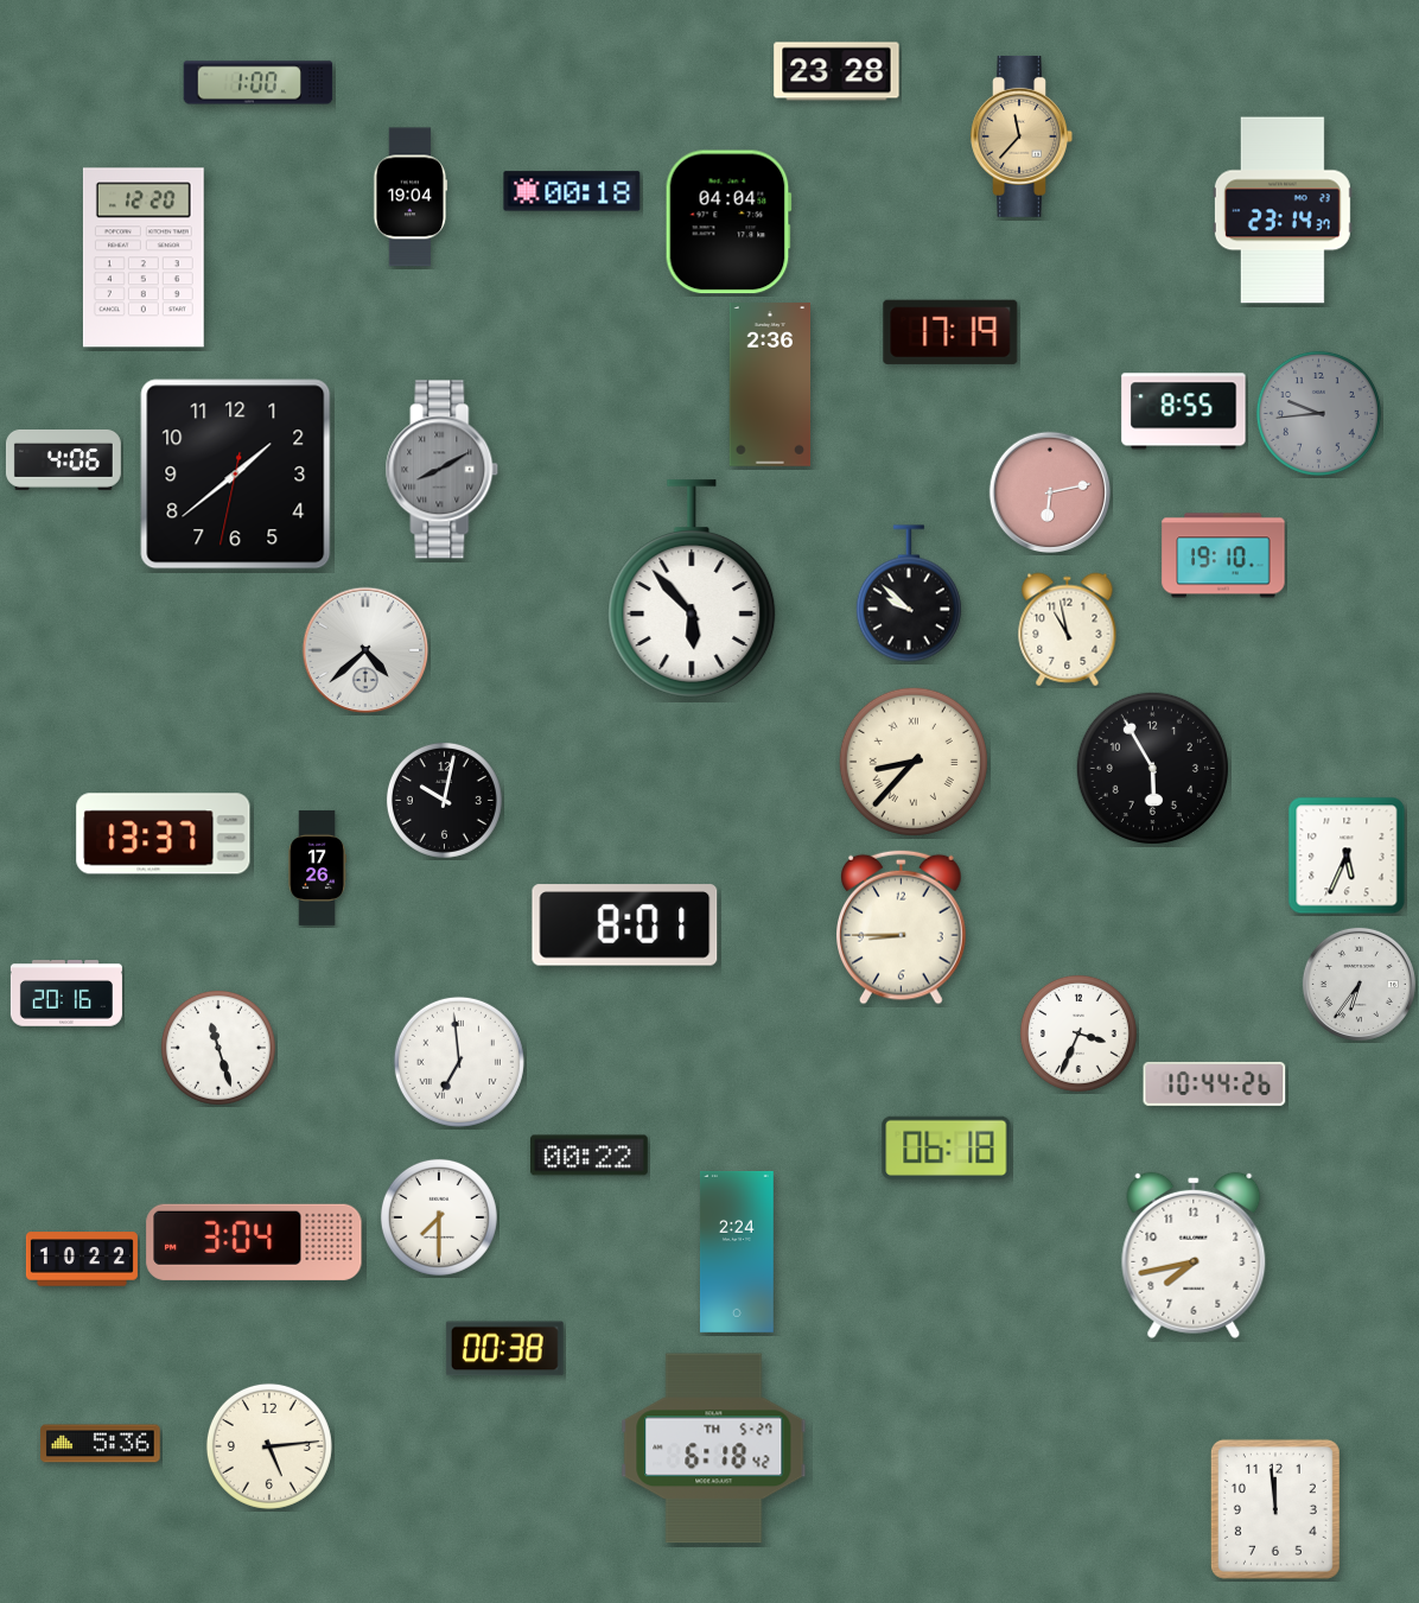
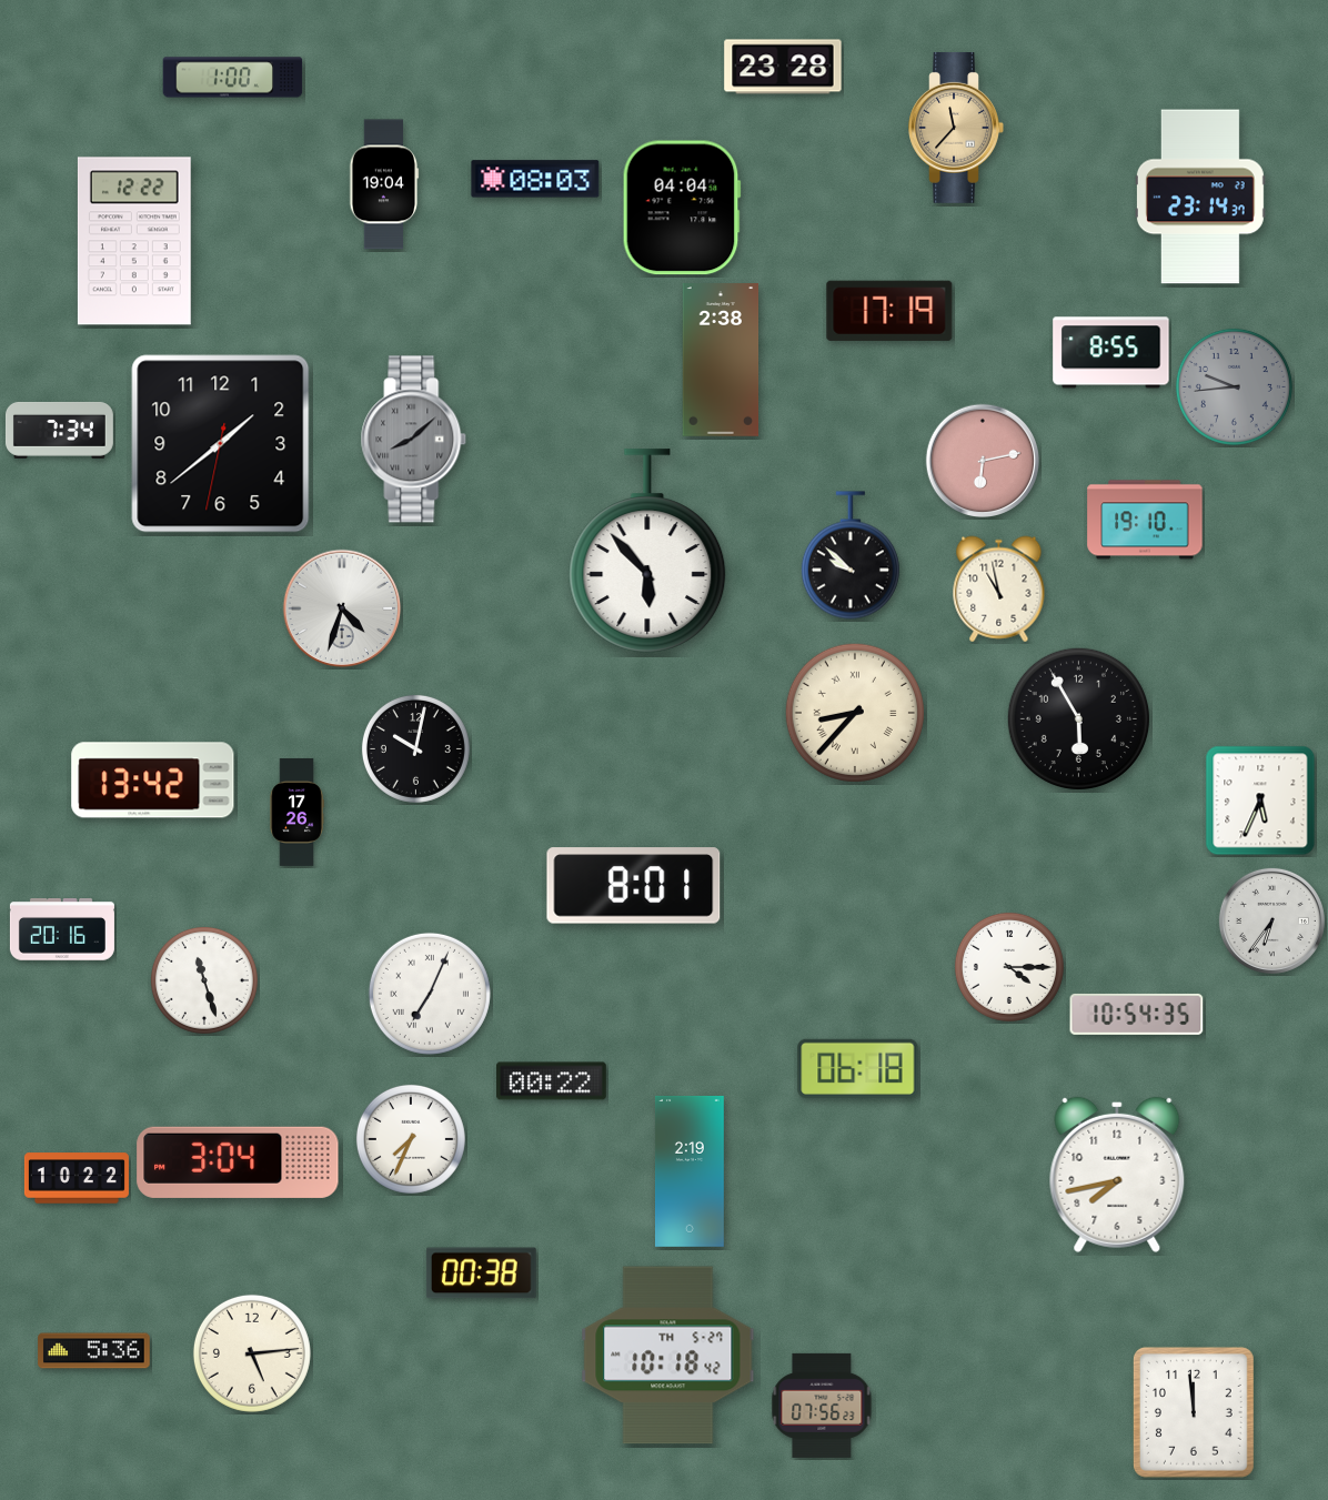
clock at (259, 83) position: (259, 83) -> (233, 78)
clock at (572, 191): 00:18 -> 08:03
clock at (144, 257): 12:20 -> 12:22
clock at (770, 384): 2:36 -> 2:38
clock at (1184, 412) position: (1184, 412) -> (1111, 353)
clock at (63, 459): 4:06 -> 7:34
clock at (443, 470): 8:10 -> 8:08
clock at (365, 650): 4:38 -> 4:33
clock at (164, 834): 13:37 -> 13:42
clock at (625, 925) position: (625, 925) -> (634, 886)
clock at (902, 927): 8:45 -> none
clock at (1078, 1033): 3:34 -> 4:15
clock at (459, 1062): 6:59 -> 7:04
clock at (1215, 1083): 10:44 -> 10:54
clock at (947, 1147) position: (947, 1147) -> (858, 1068)
clock at (439, 1217): 7:30 -> 7:34
clock at (737, 1252): 2:24 -> 2:19
clock at (504, 1349) position: (504, 1349) -> (481, 1274)
clock at (714, 1449): 6:18 -> 10:18
clock at (822, 1406): none -> 07:56
